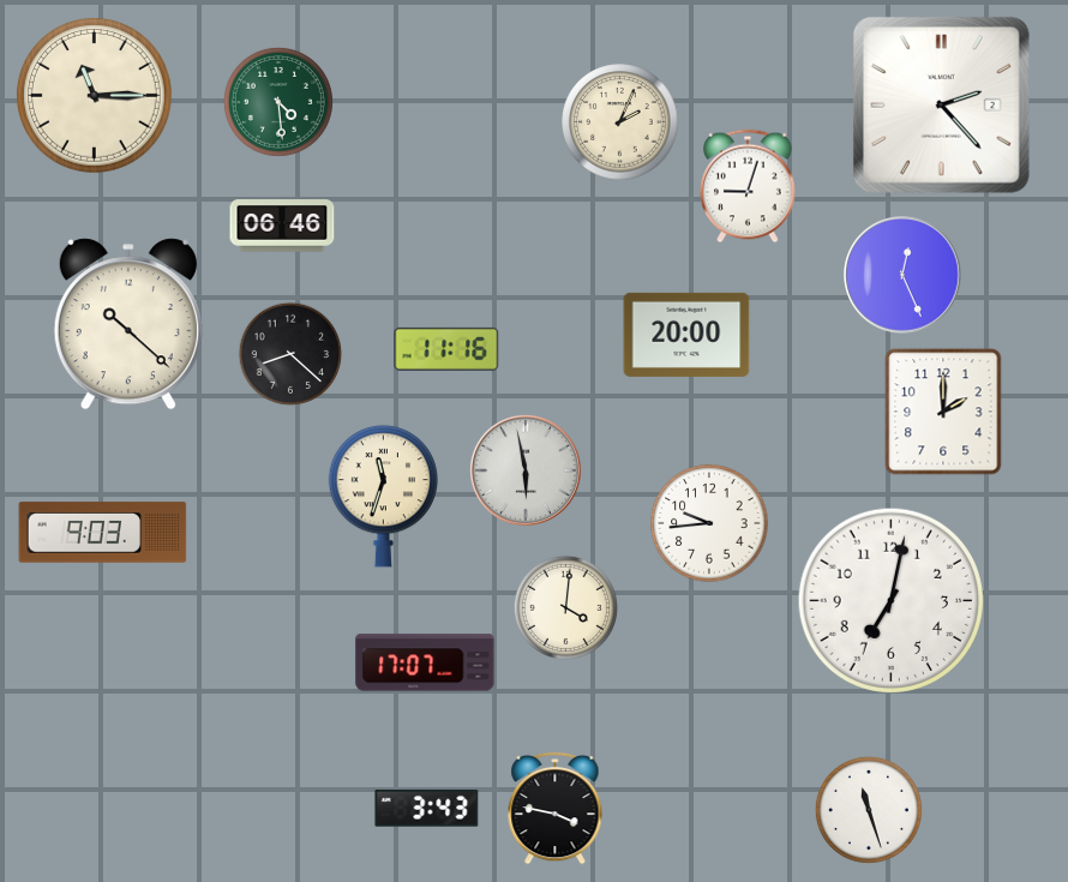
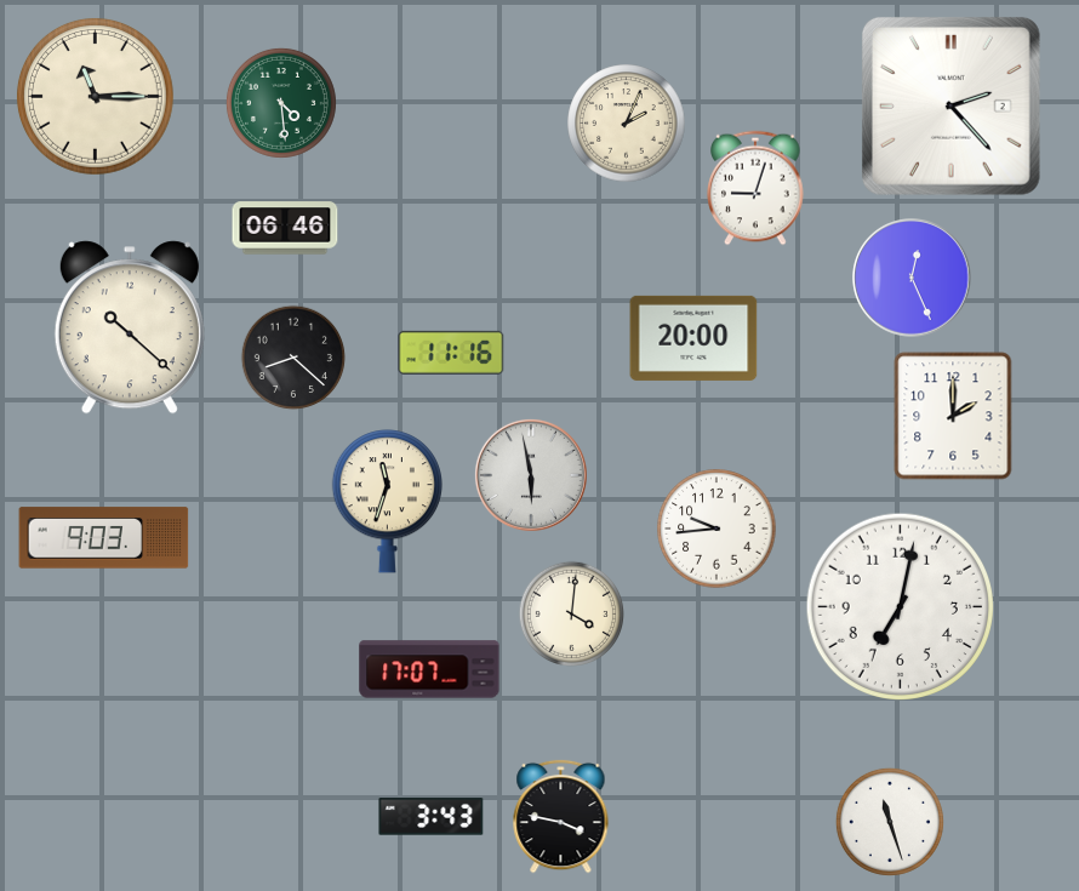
clock at (869, 810) position: (869, 810) -> (890, 822)
